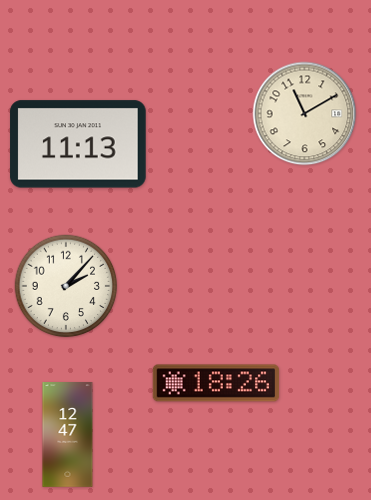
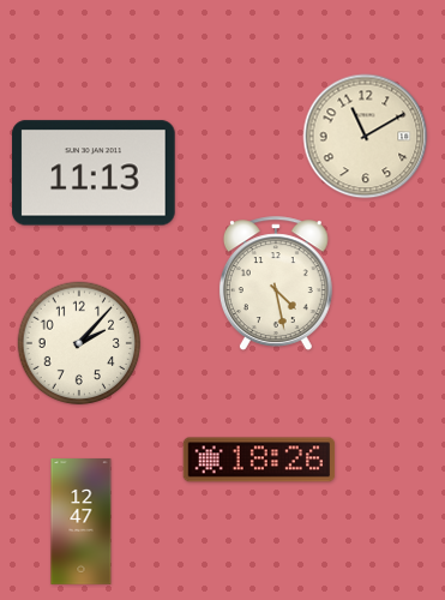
clock at (276, 283): none -> 4:28
